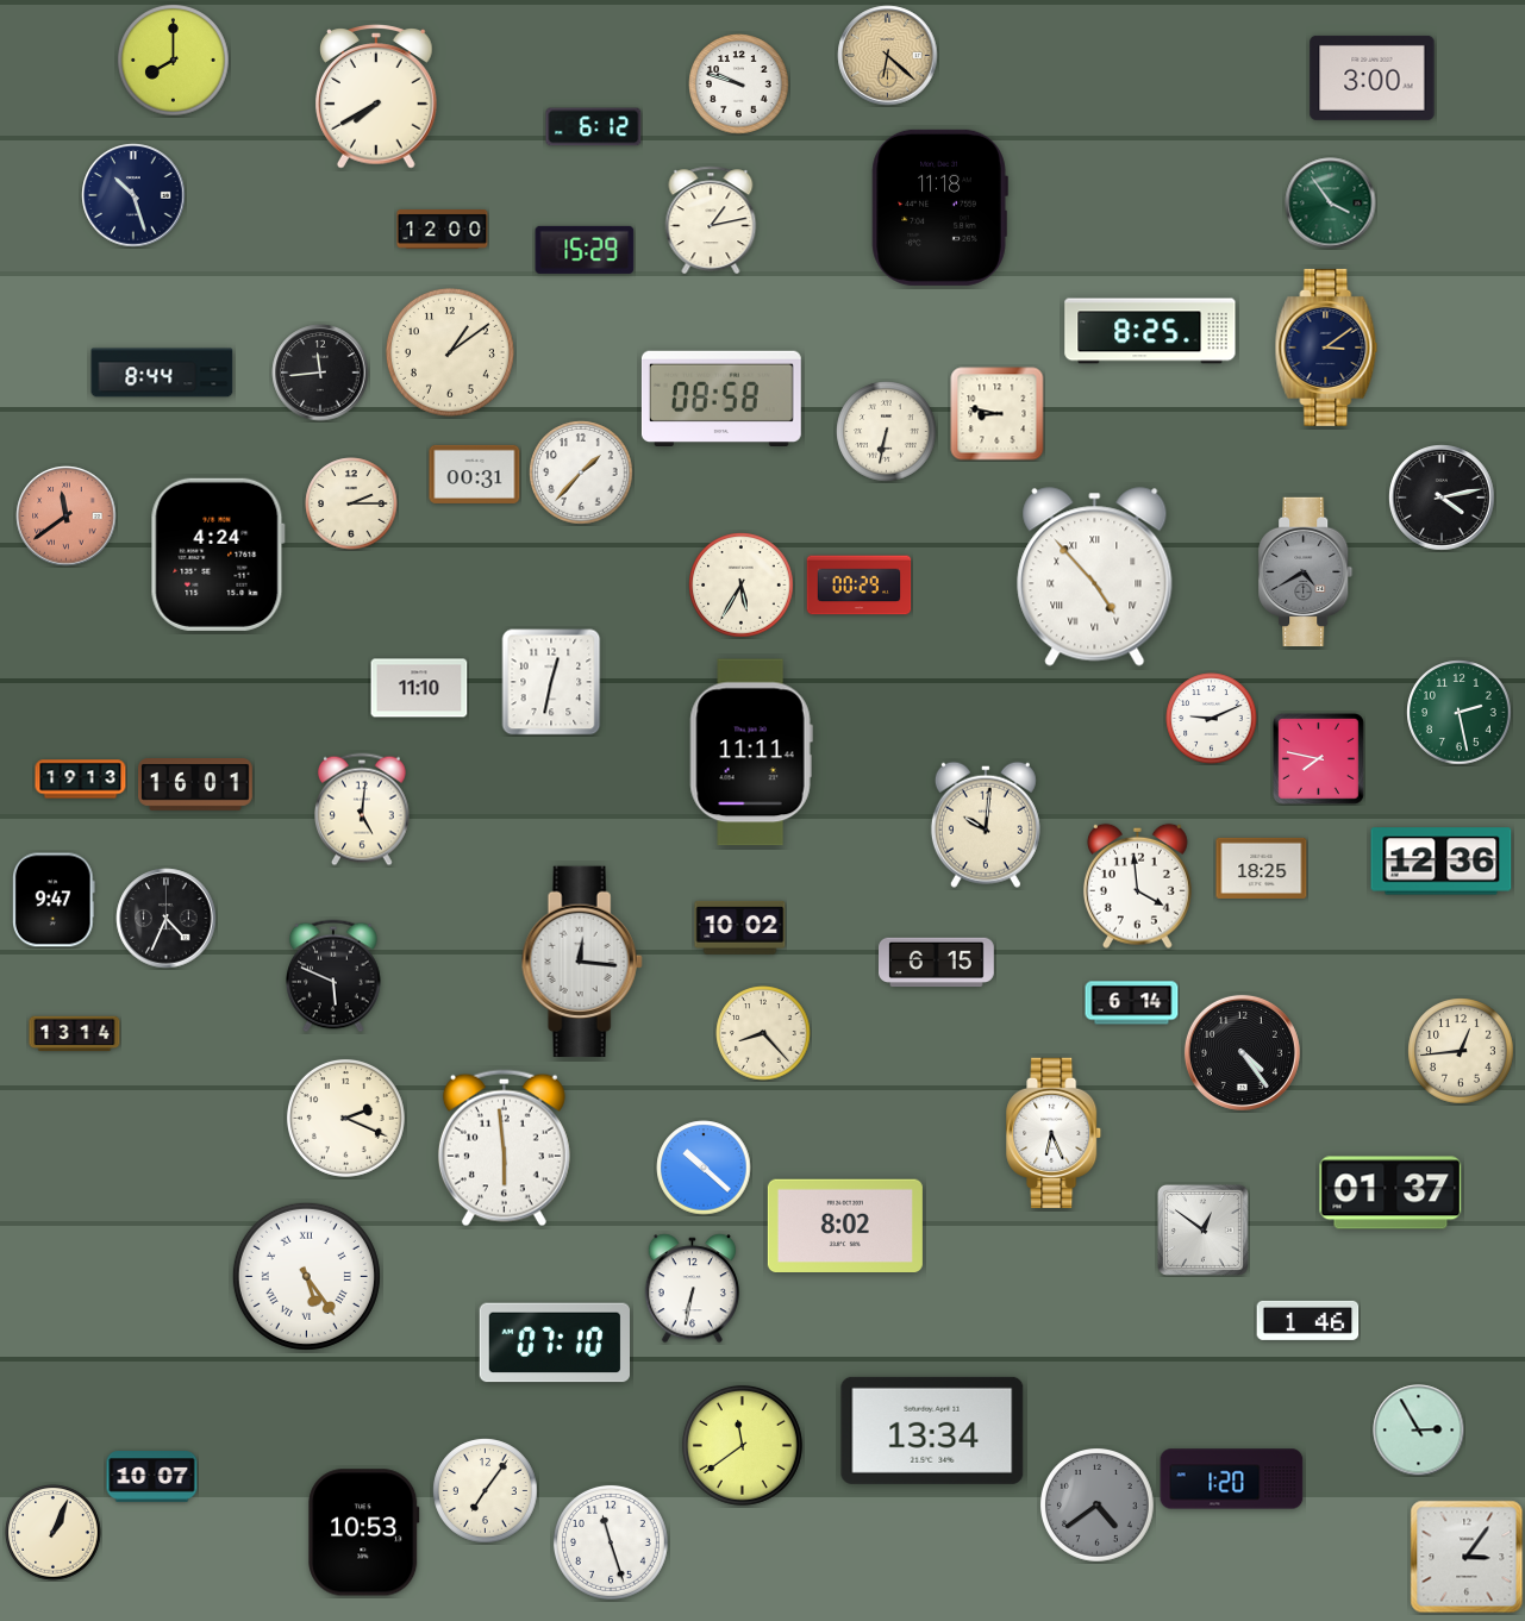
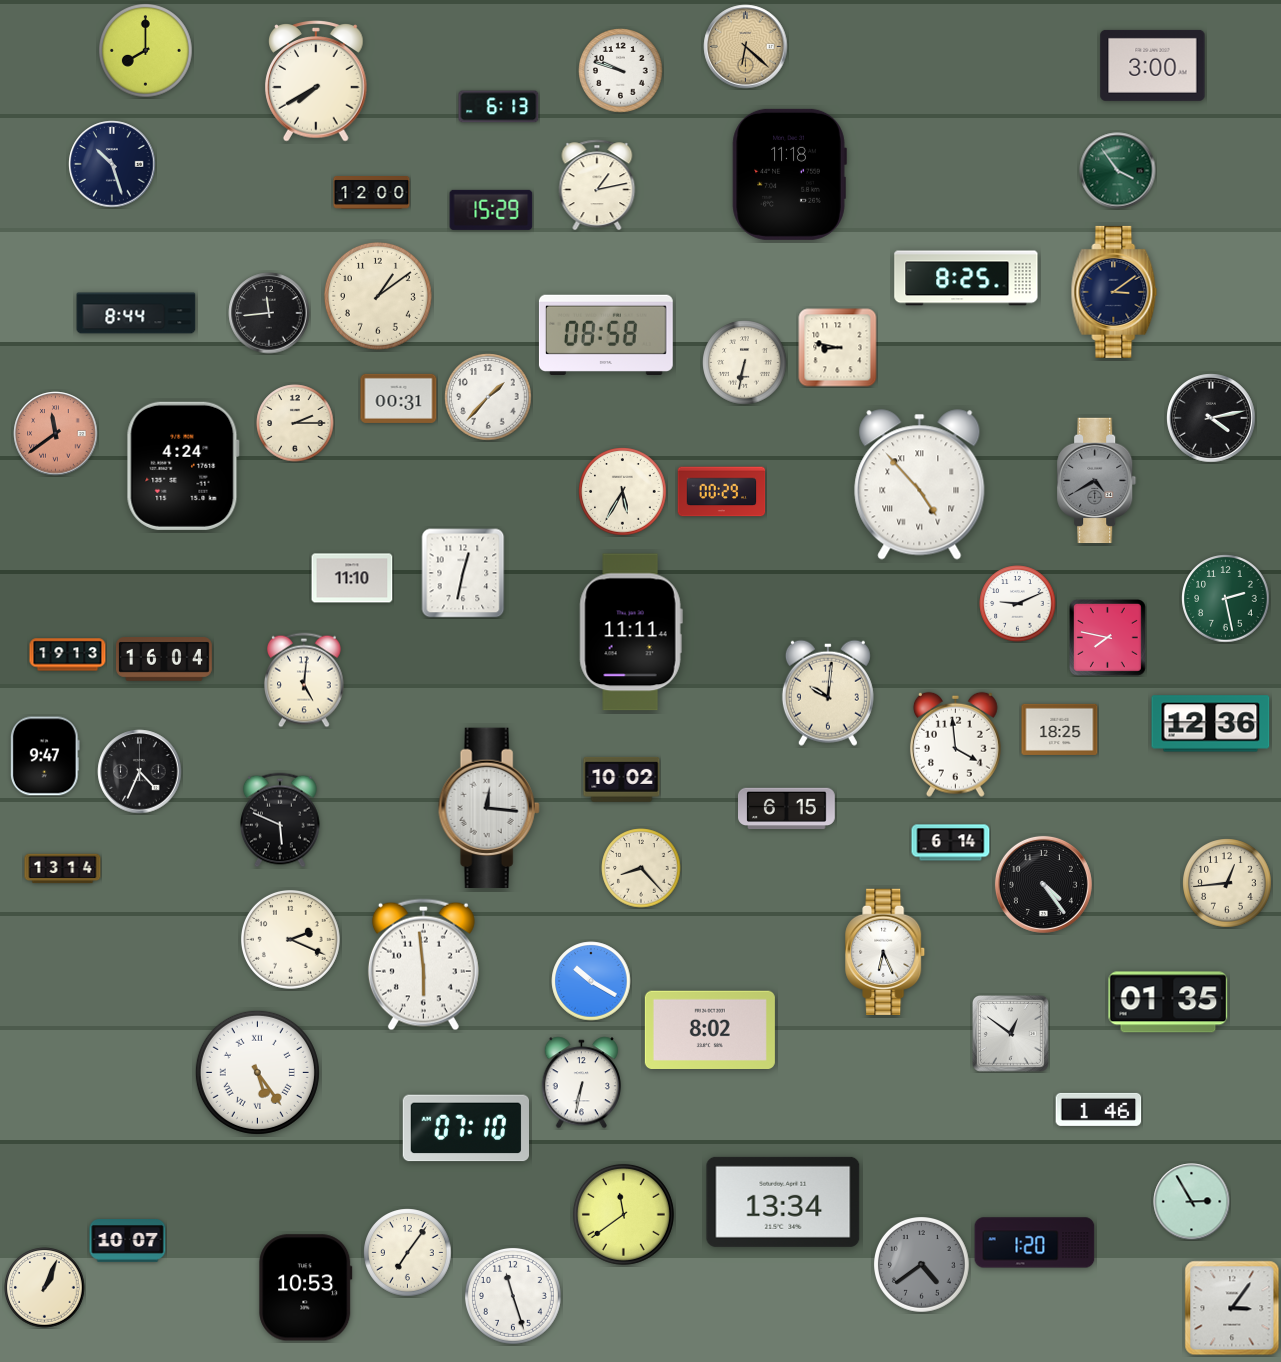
clock at (594, 127): 6:12 -> 6:13
clock at (196, 786): 16:01 -> 16:04
clock at (704, 1168): 10:22 -> 10:20
clock at (1390, 1193): 01:37 -> 01:35
